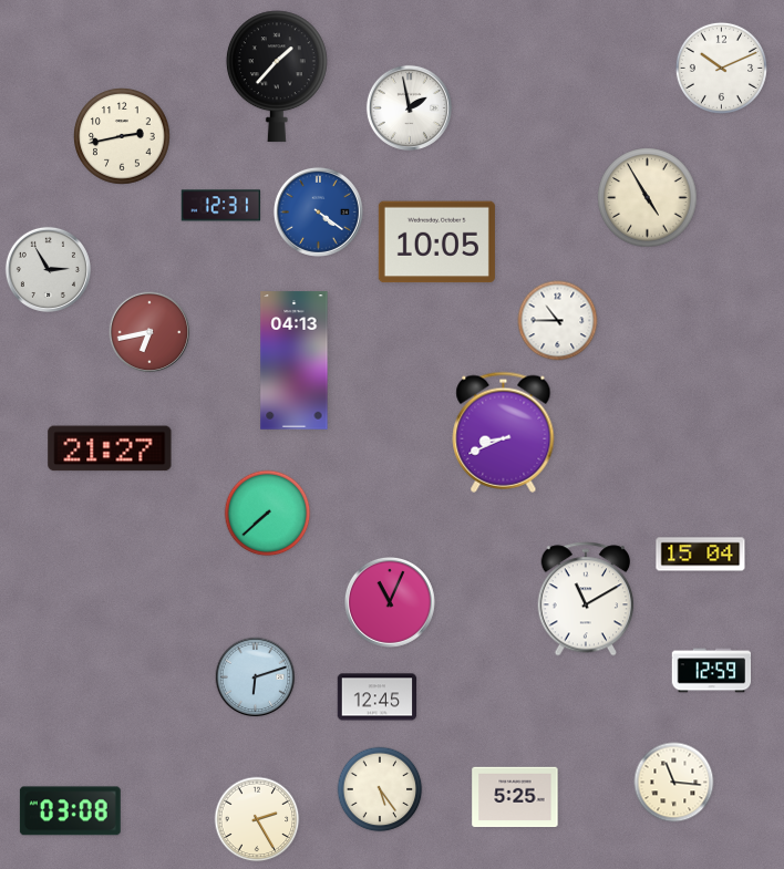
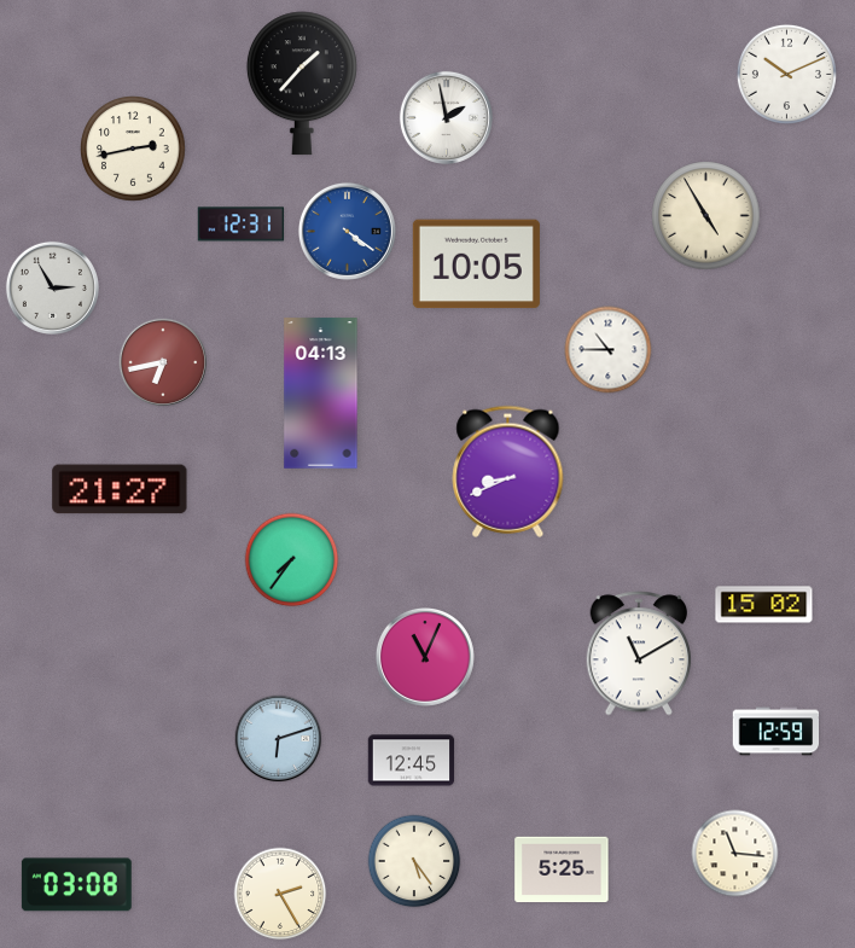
clock at (48, 269) position: (48, 269) -> (52, 287)
clock at (504, 432) position: (504, 432) -> (508, 471)
clock at (268, 514): 7:38 -> 7:36
clock at (701, 555): 15:04 -> 15:02
